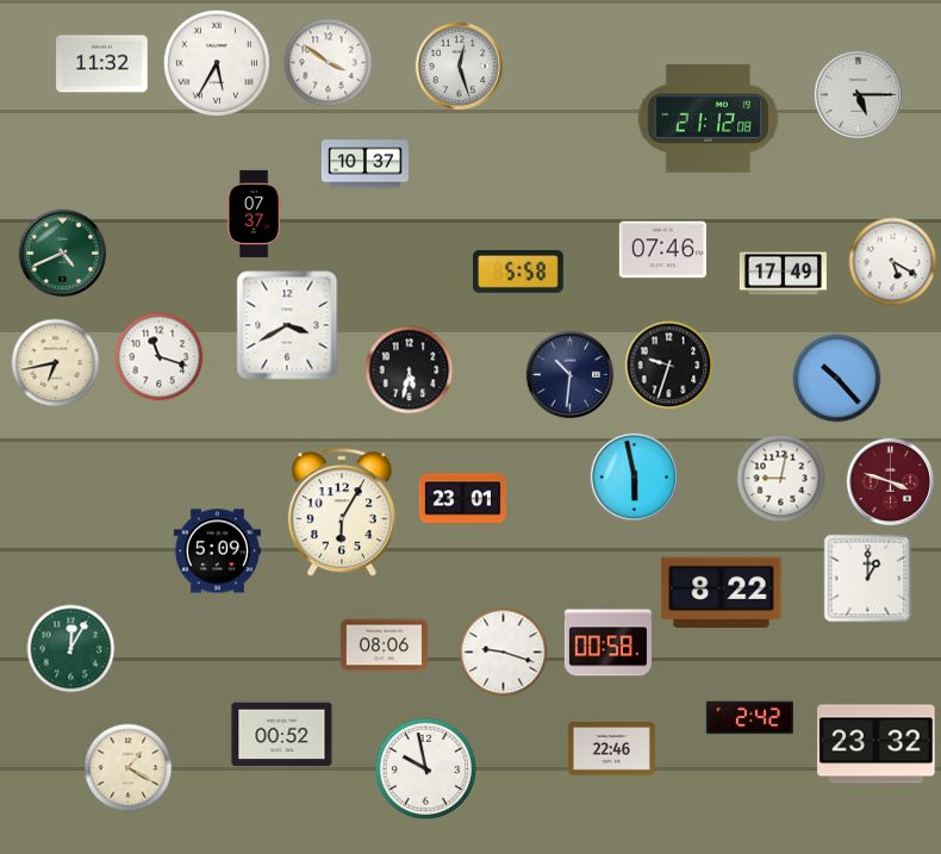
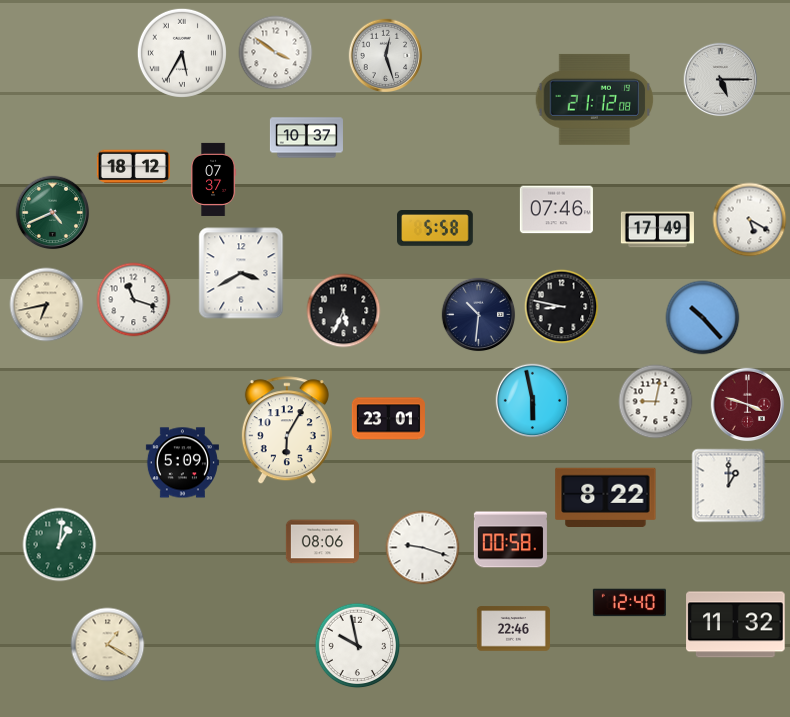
clock at (102, 64): 11:32 -> none
clock at (133, 167): none -> 18:12
clock at (669, 366): 9:33 -> 8:47
clock at (410, 370): 5:32 -> 5:34
clock at (71, 649): 12:05 -> 1:01
clock at (749, 718): 2:42 -> 12:40
clock at (282, 735): 00:52 -> none
clock at (877, 744): 23:32 -> 11:32
